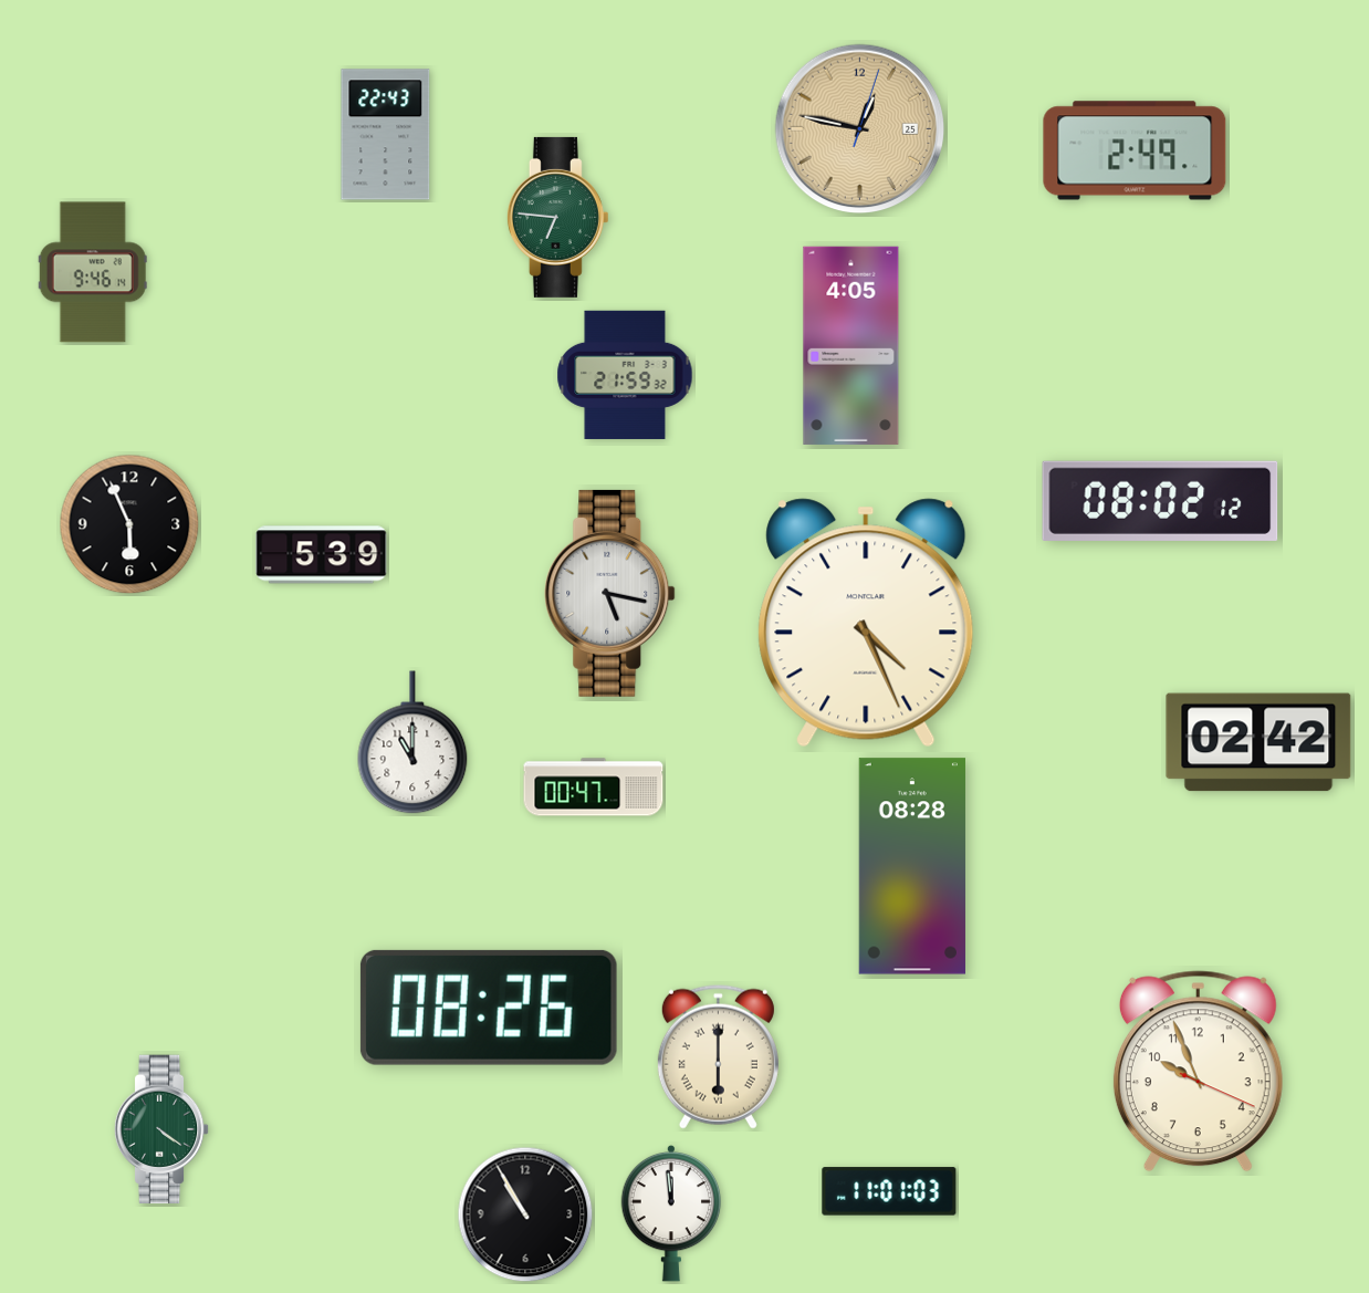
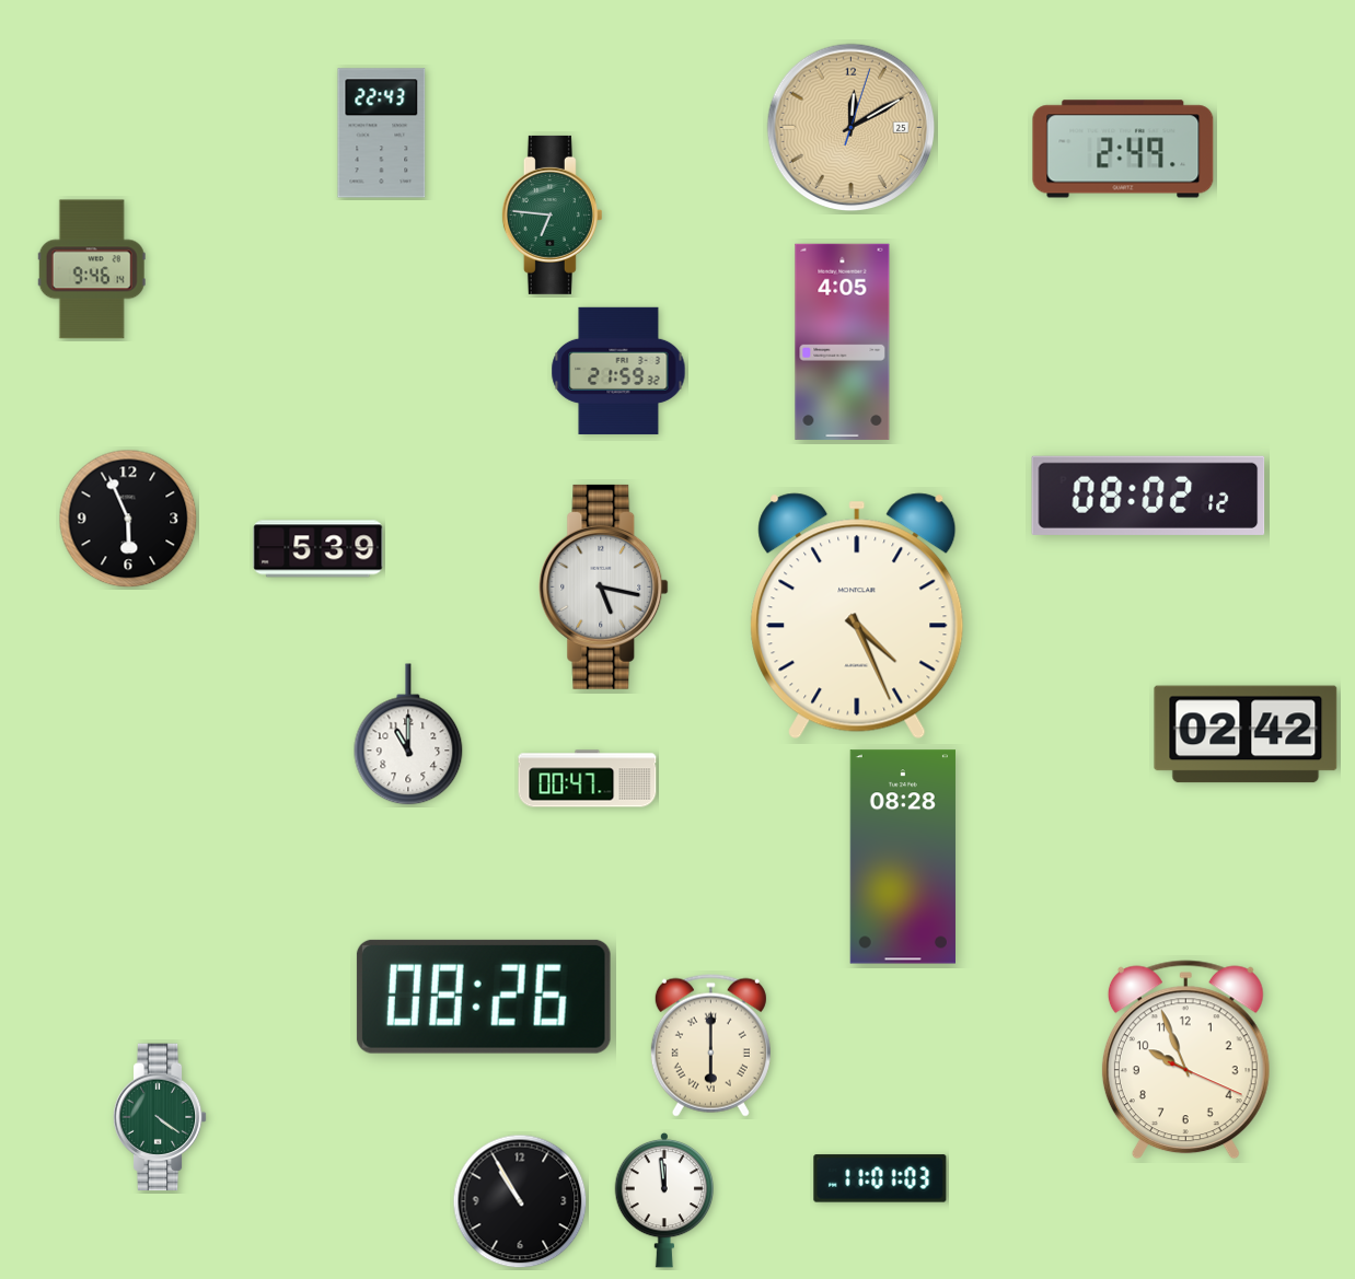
clock at (860, 129): 12:47 -> 12:10
